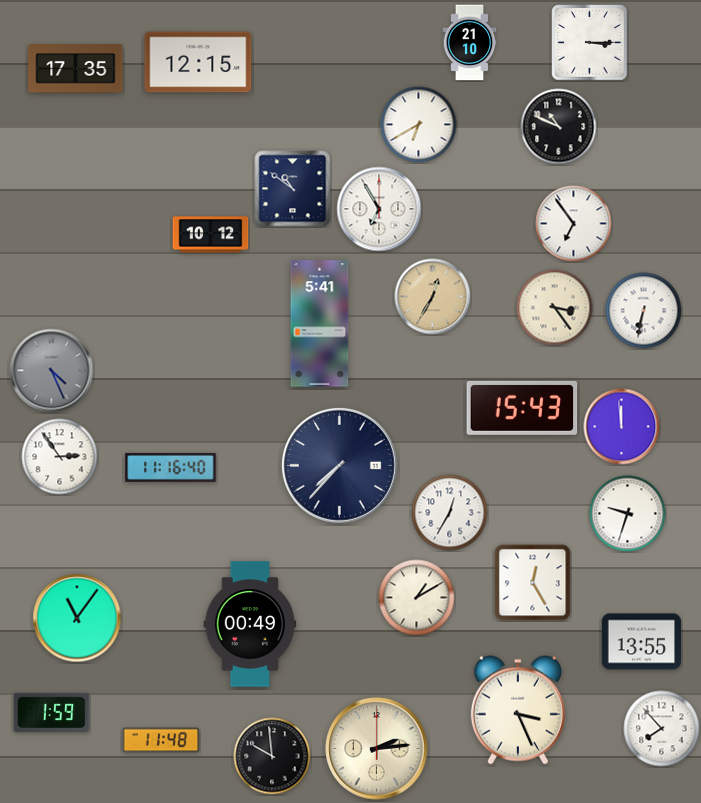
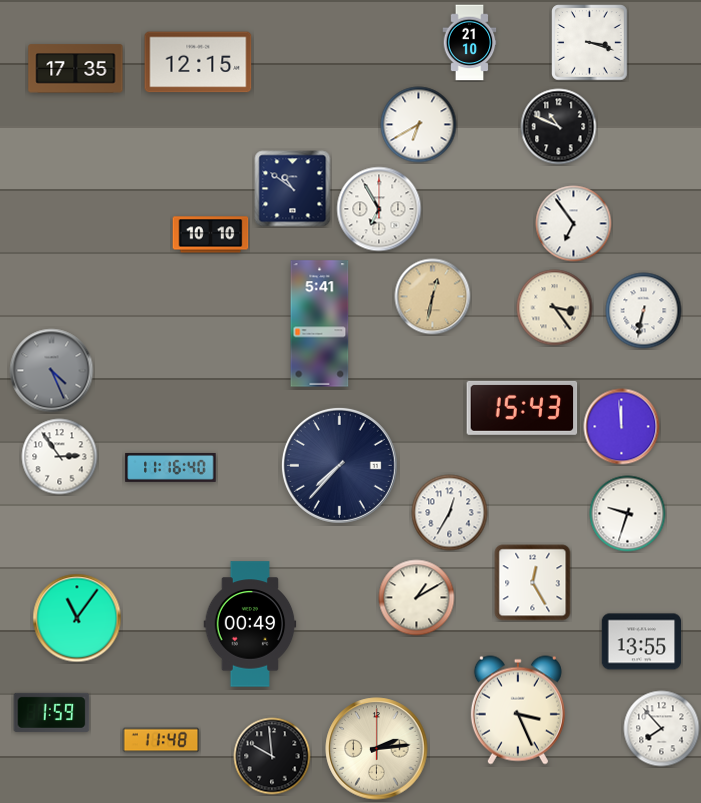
clock at (590, 43): 3:15 -> 3:18
clock at (211, 235): 10:12 -> 10:10
clock at (433, 297): 12:35 -> 12:32
